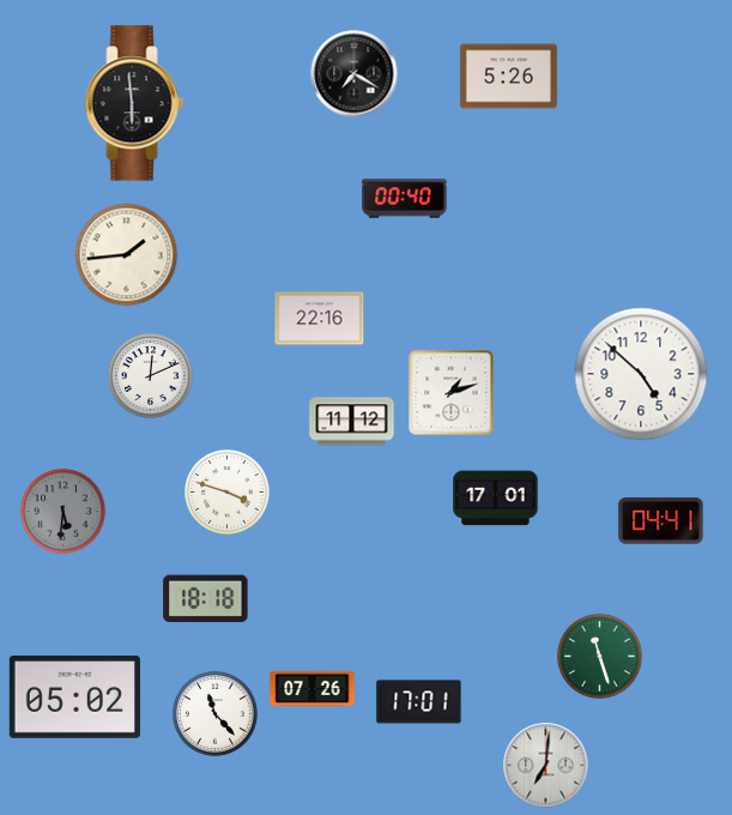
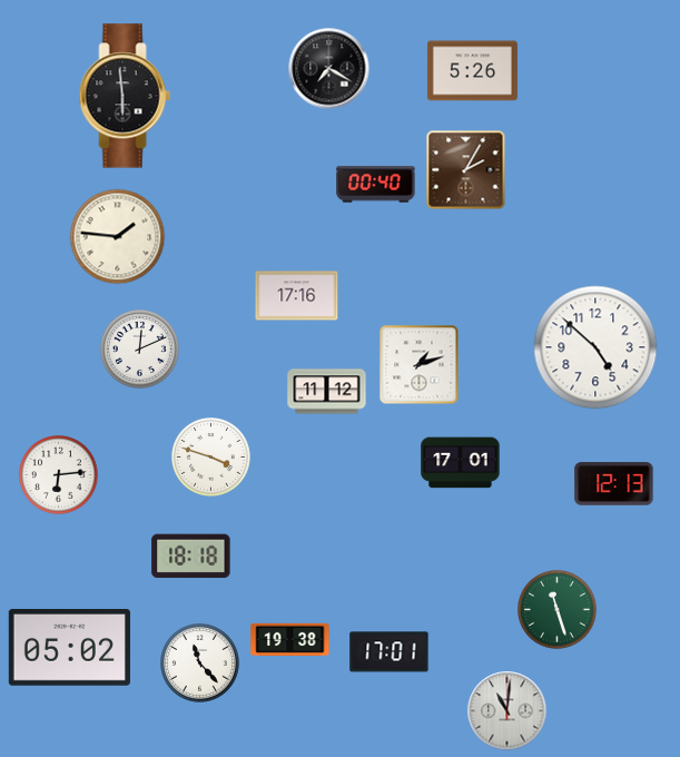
clock at (466, 170): none -> 2:05
clock at (127, 255): 1:44 -> 1:46
clock at (320, 319): 22:16 -> 17:16
clock at (63, 512): 5:31 -> 6:14
clock at (63, 512) dial: grey -> white
clock at (661, 521): 04:41 -> 12:13
clock at (313, 688): 07:26 -> 19:38
clock at (546, 766): 7:01 -> 11:01
